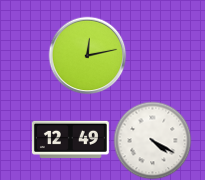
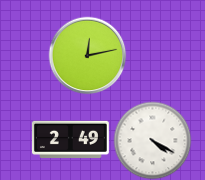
clock at (70, 139): 12:49 -> 2:49
